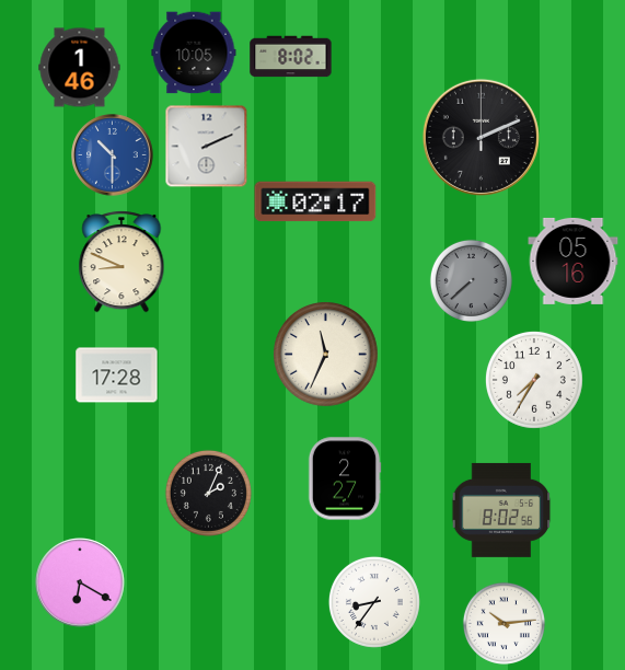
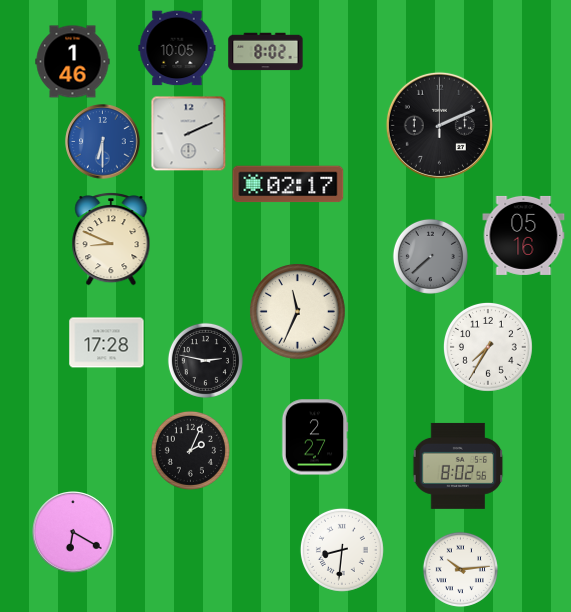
clock at (113, 155): 10:30 -> 6:30
clock at (574, 261) position: (574, 261) -> (524, 235)
clock at (326, 355) position: (326, 355) -> (298, 312)
clock at (205, 360): none -> 2:47
clock at (374, 602): 8:36 -> 8:31
